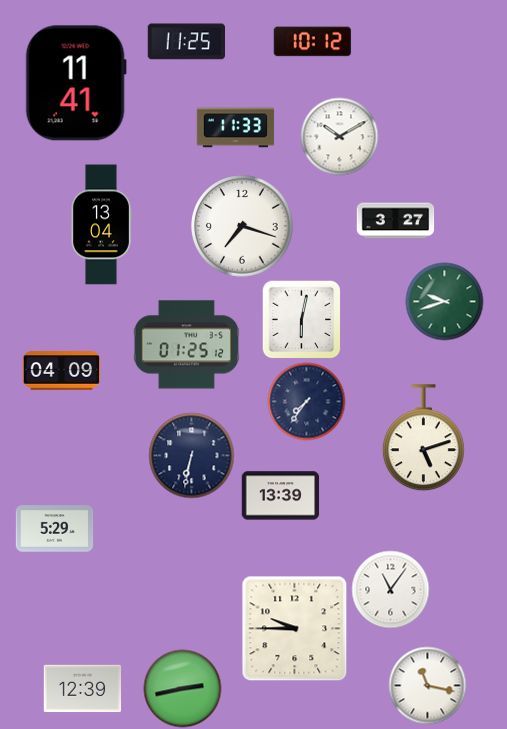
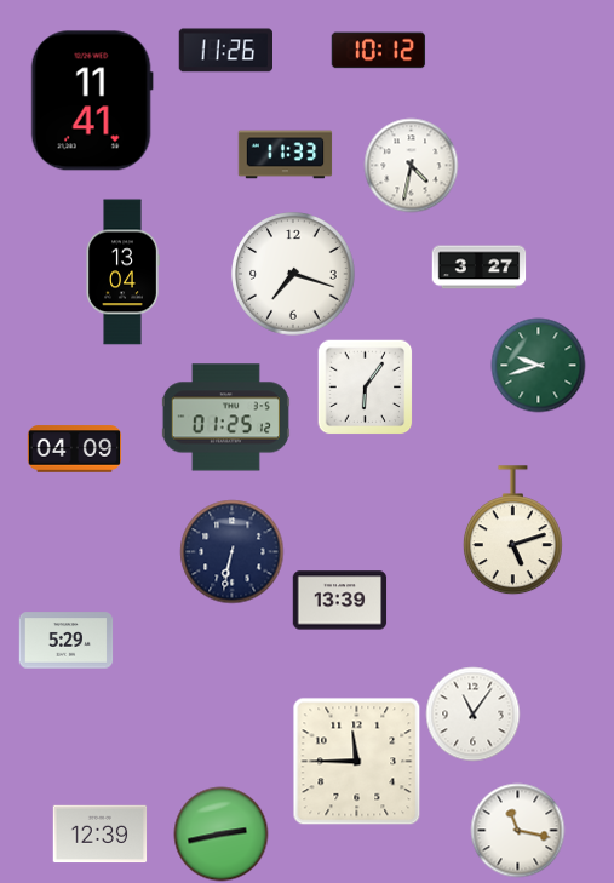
clock at (186, 42): 11:25 -> 11:26
clock at (339, 136): 10:10 -> 4:32
clock at (301, 319): 6:02 -> 6:06
clock at (306, 401): 7:36 -> none
clock at (294, 628): 9:45 -> 11:45
